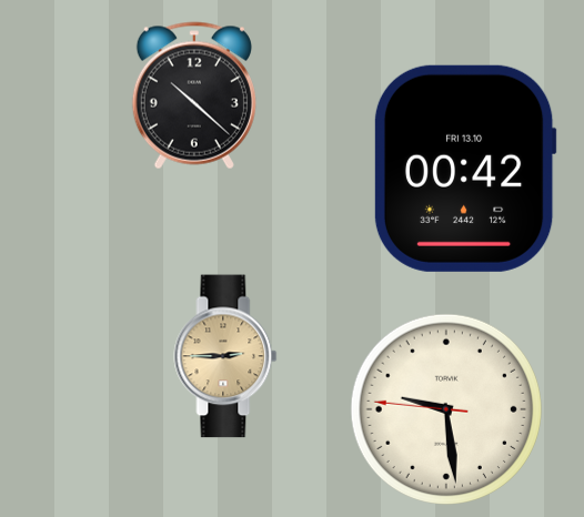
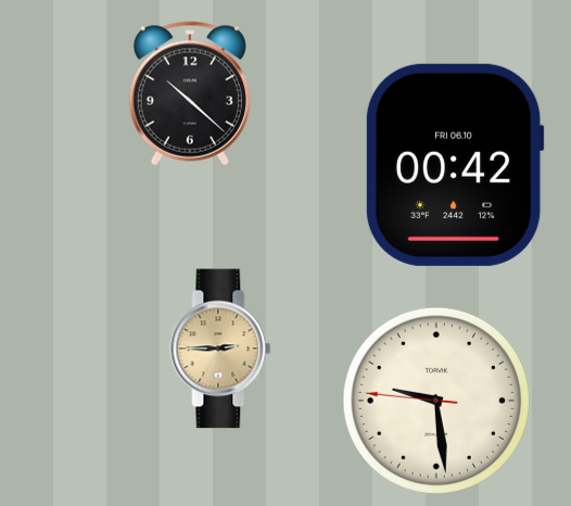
clock at (465, 169) date: FRI 13.10 -> FRI 06.10
